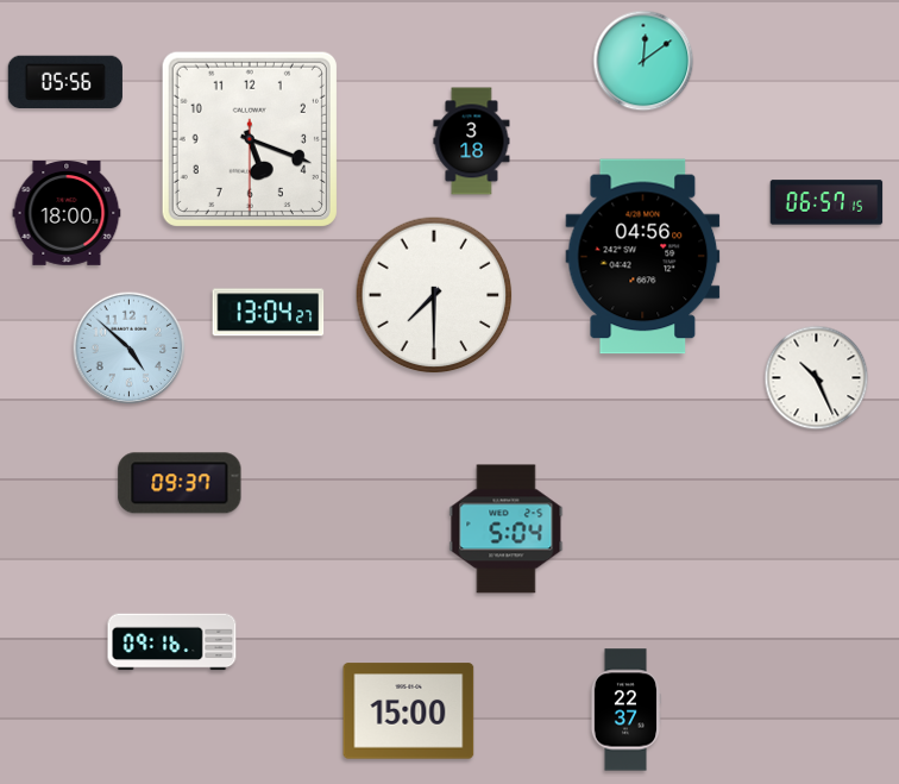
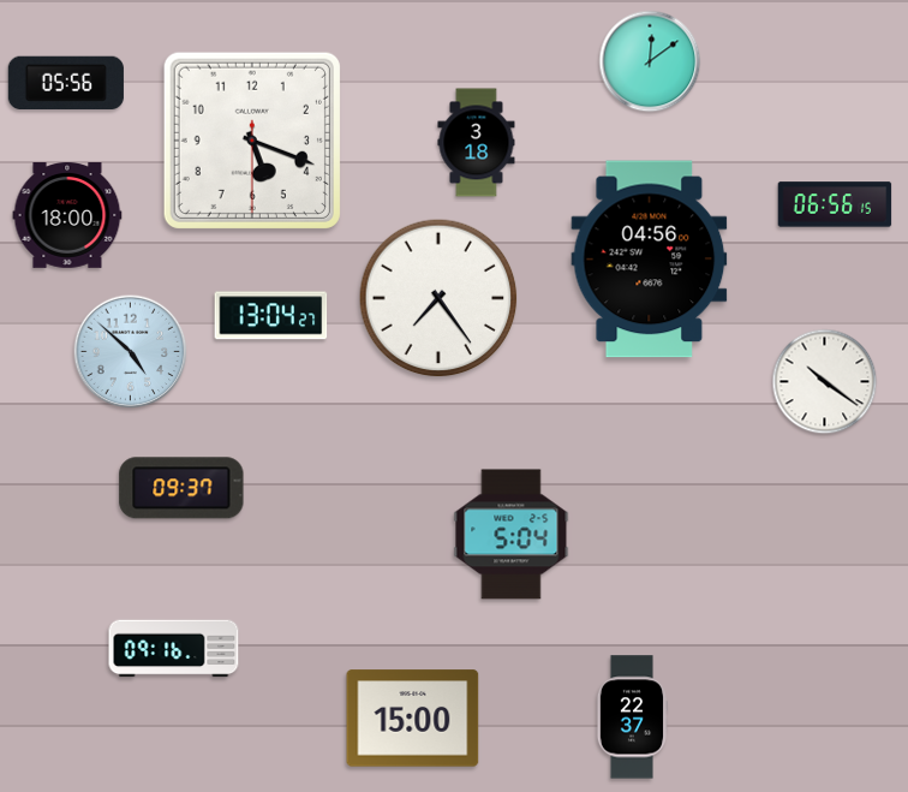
clock at (826, 202): 06:57 -> 06:56
clock at (434, 295): 7:30 -> 7:24
clock at (817, 378): 10:26 -> 10:21
